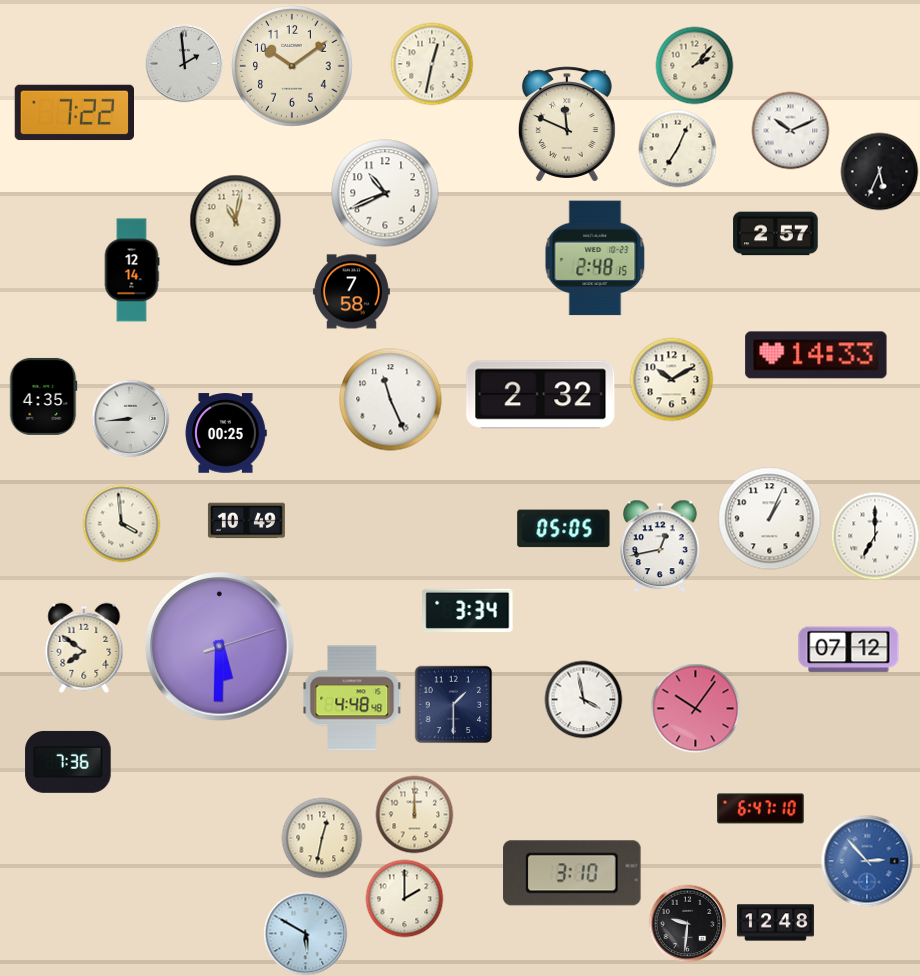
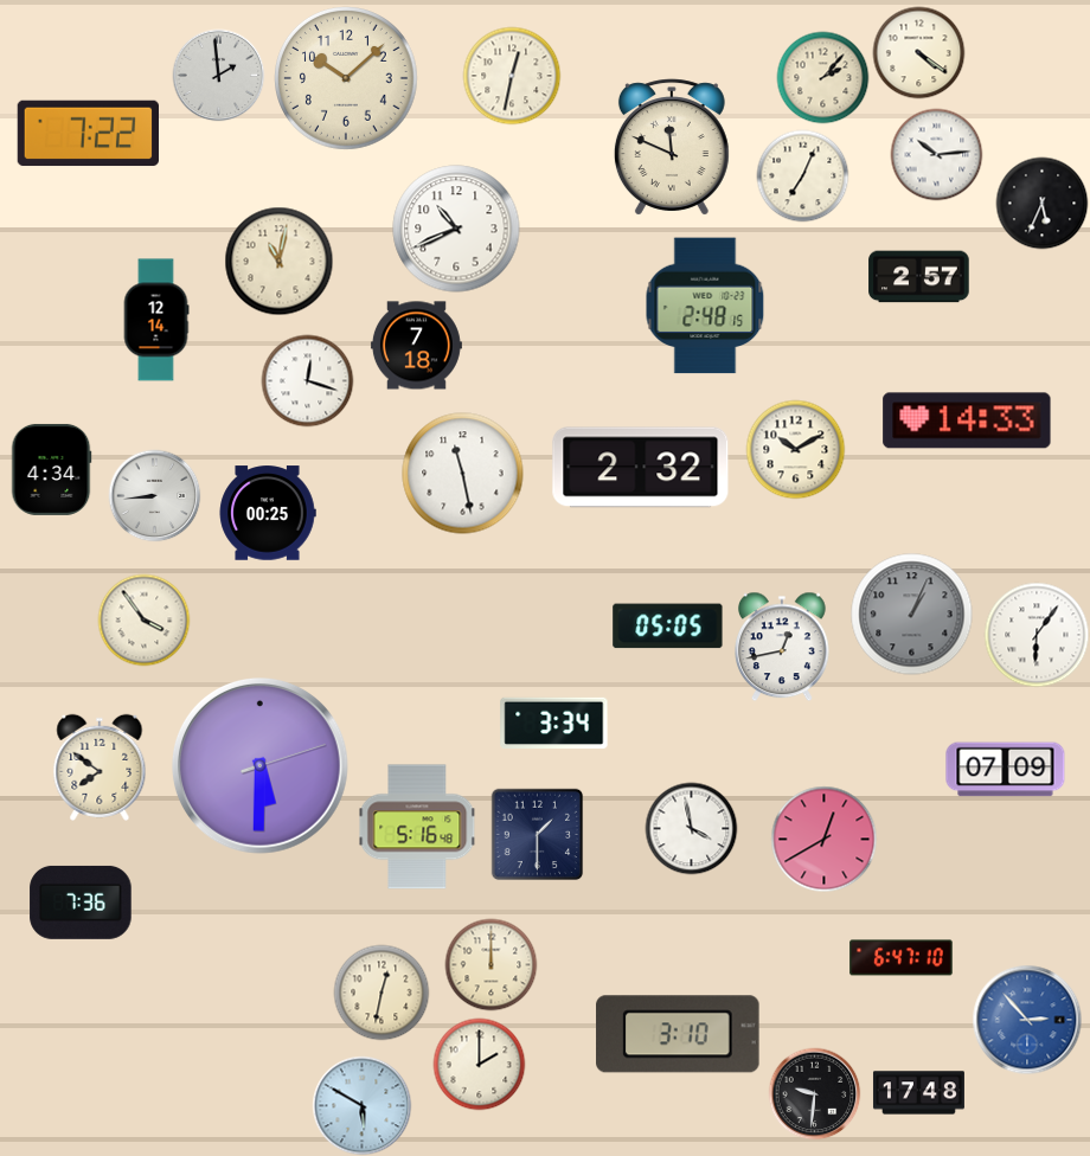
clock at (918, 52): none -> 4:21
clock at (293, 67): 10:09 -> 10:08
clock at (790, 130): 10:11 -> 10:14
clock at (351, 292): 7:58 -> 7:18
clock at (307, 380): none -> 12:18
clock at (43, 396): 4:35 -> 4:34
clock at (391, 400): 11:26 -> 11:28
clock at (770, 519) dial: white -> grey
clock at (246, 521): 10:49 -> none
clock at (121, 523): 3:59 -> 3:54
clock at (875, 536): 7:00 -> 6:06
clock at (849, 650): 07:12 -> 07:09
clock at (352, 698): 4:48 -> 5:16
clock at (695, 708): 10:06 -> 12:40
clock at (775, 923): 12:48 -> 17:48
